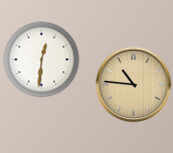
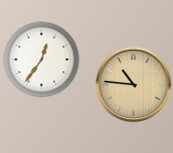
clock at (42, 60): 12:31 -> 12:36
